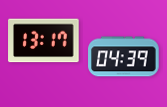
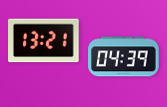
clock at (44, 41): 13:17 -> 13:21
